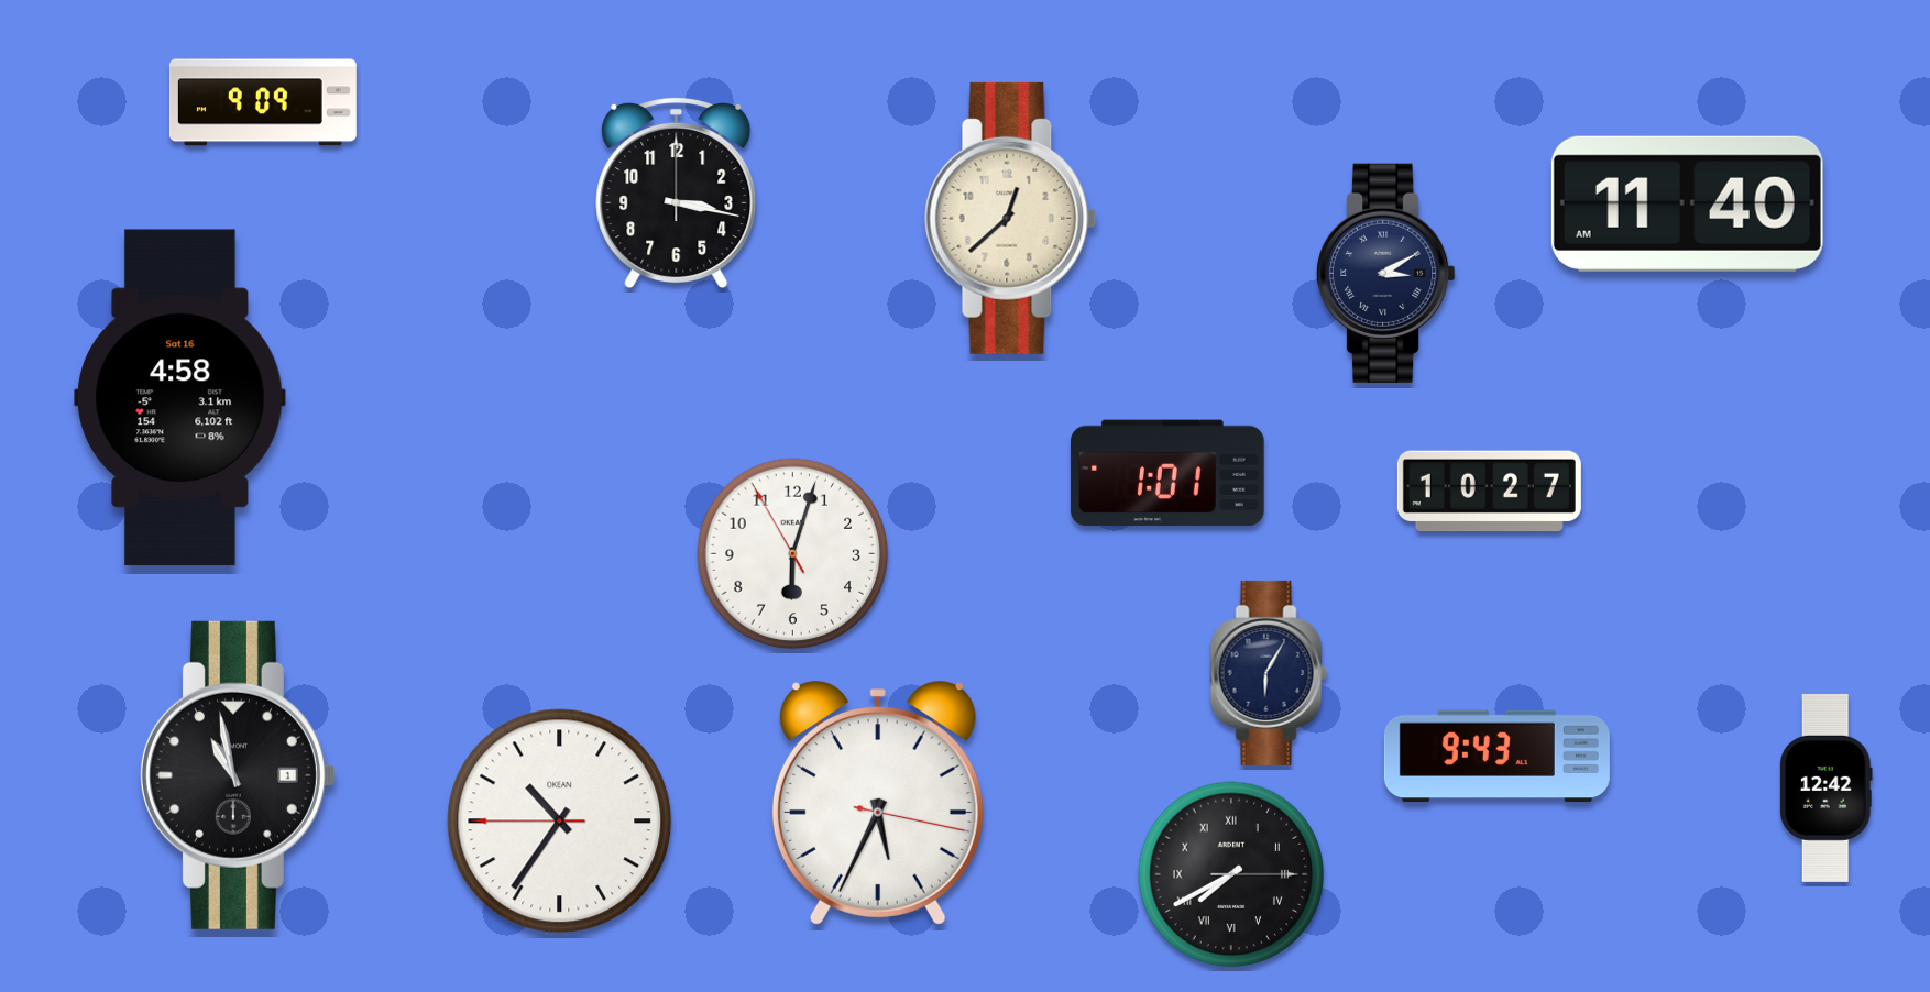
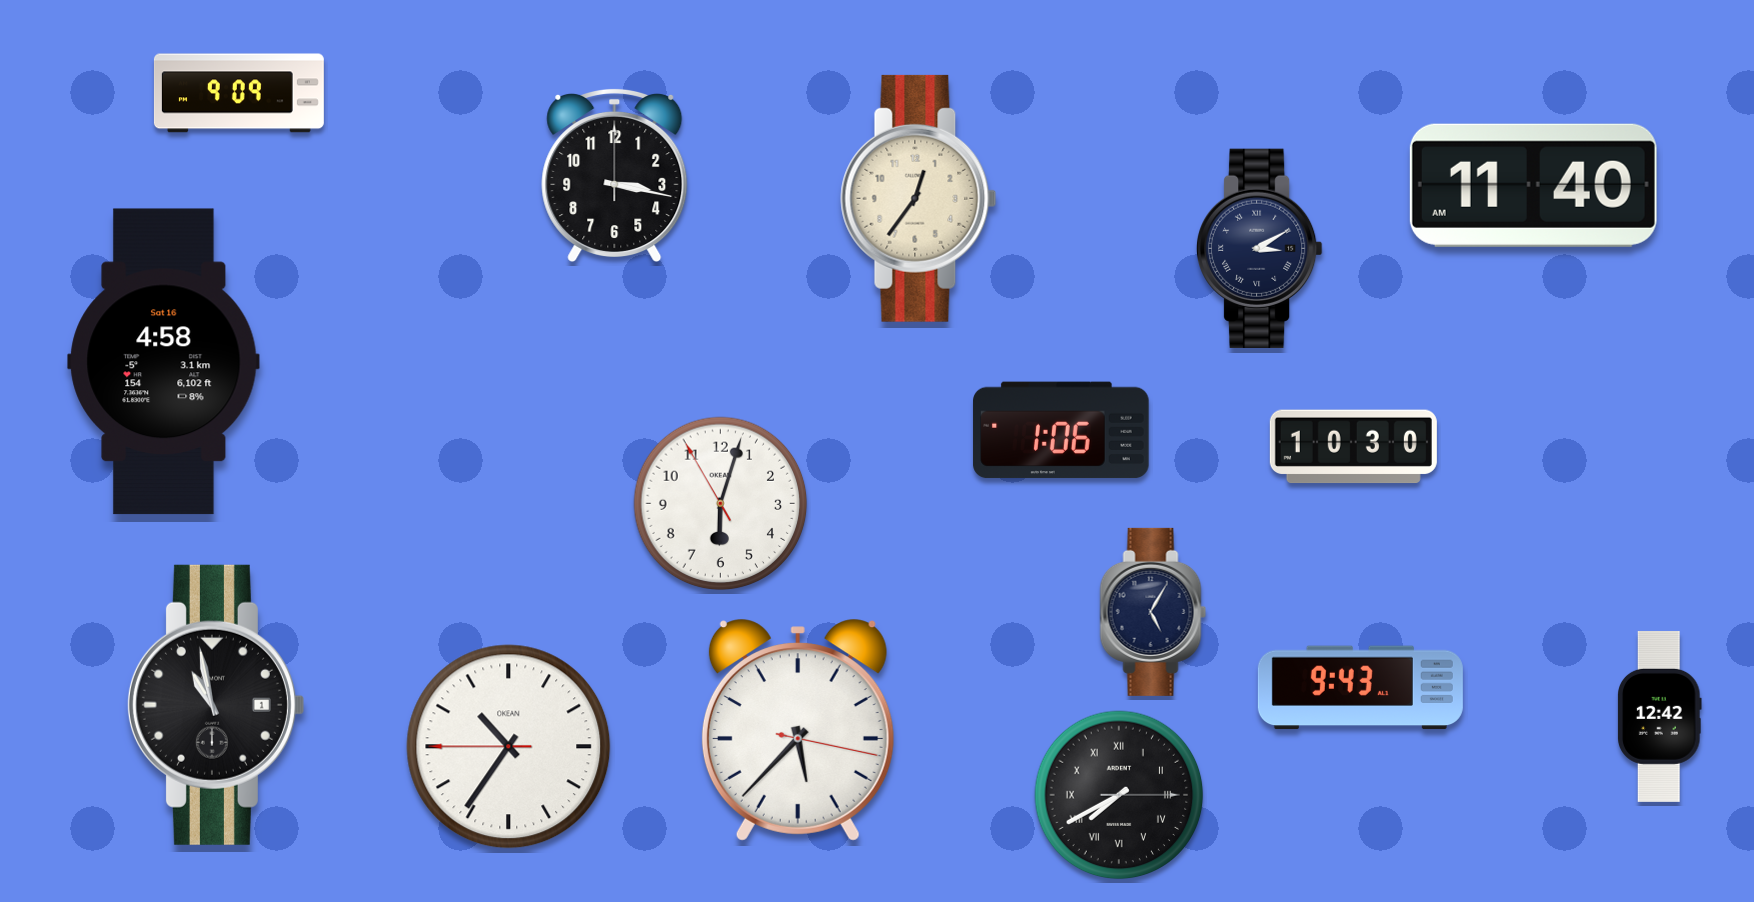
clock at (1011, 218): 12:38 -> 12:36
clock at (1167, 473): 1:01 -> 1:06
clock at (1489, 492): 10:27 -> 10:30
clock at (1269, 673): 6:05 -> 5:05
clock at (878, 803): 5:34 -> 5:37
